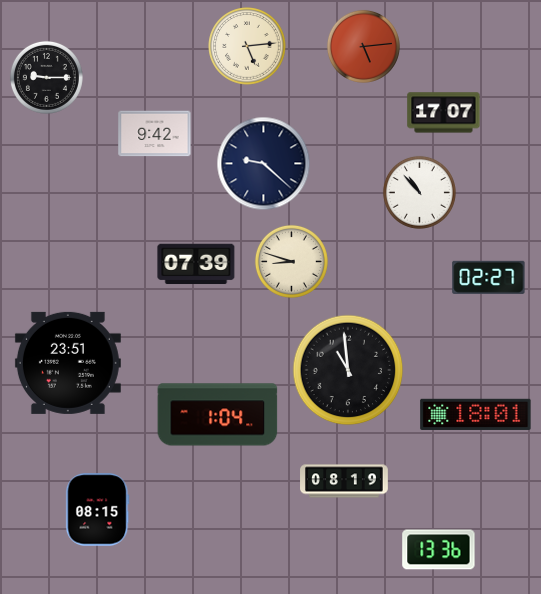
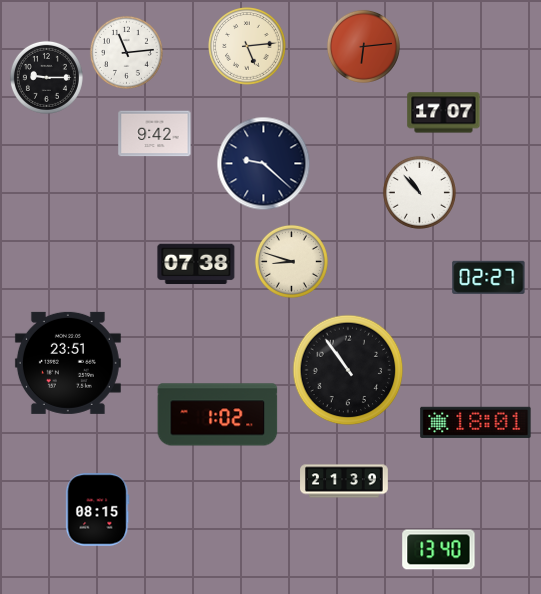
clock at (363, 46): 5:14 -> 6:14
clock at (126, 52): none -> 11:14
clock at (196, 264): 07:39 -> 07:38
clock at (348, 370): 10:59 -> 10:54
clock at (476, 414) position: (476, 414) -> (476, 422)
clock at (218, 415): 1:04 -> 1:02
clock at (344, 481): 08:19 -> 21:39
clock at (439, 550): 13:36 -> 13:40
